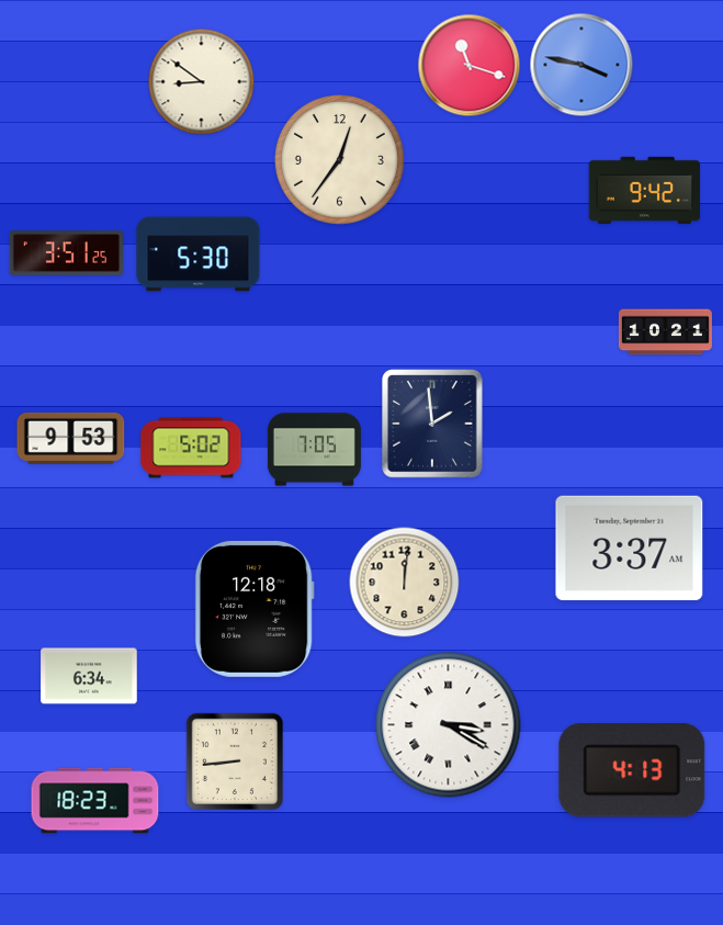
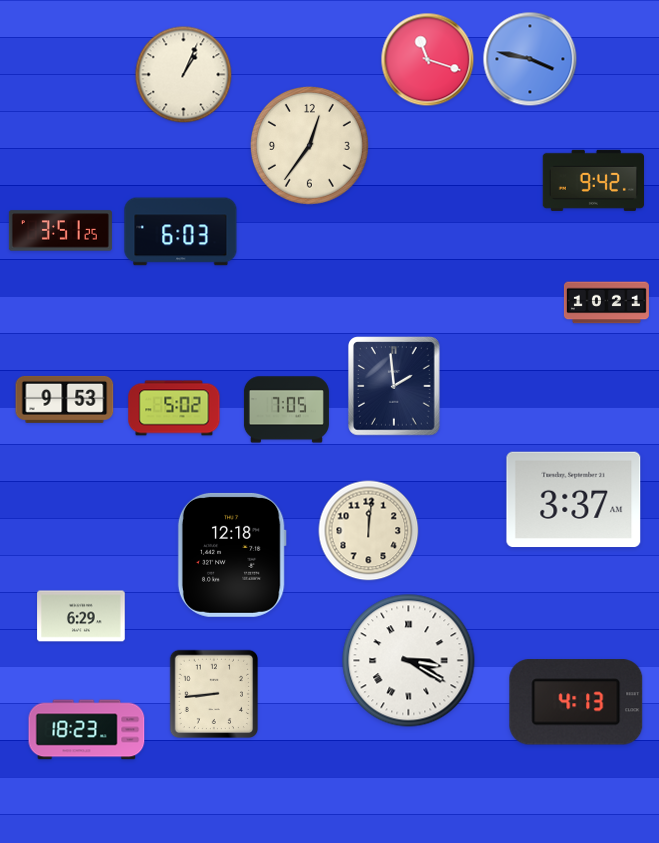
clock at (202, 82): 8:51 -> 1:04
clock at (644, 190) position: (644, 190) -> (593, 180)
clock at (199, 255): 5:30 -> 6:03
clock at (89, 676): 6:34 -> 6:29
